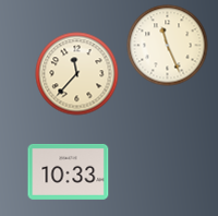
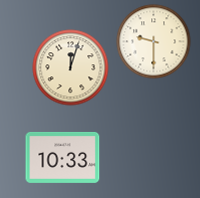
clock at (168, 46): 11:26 -> 9:30
clock at (77, 74): 11:37 -> 12:03
